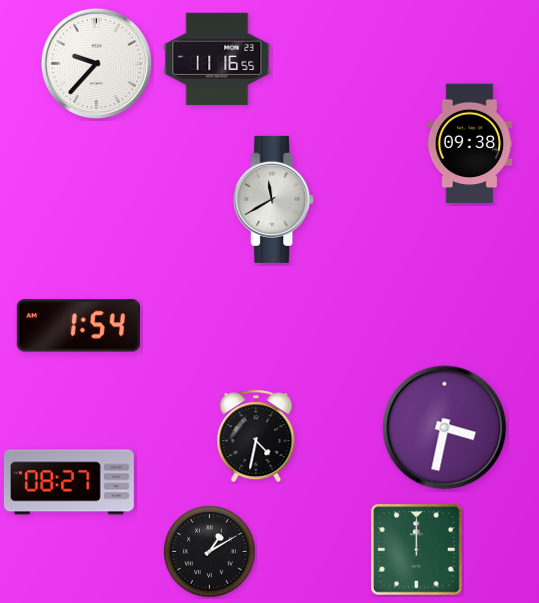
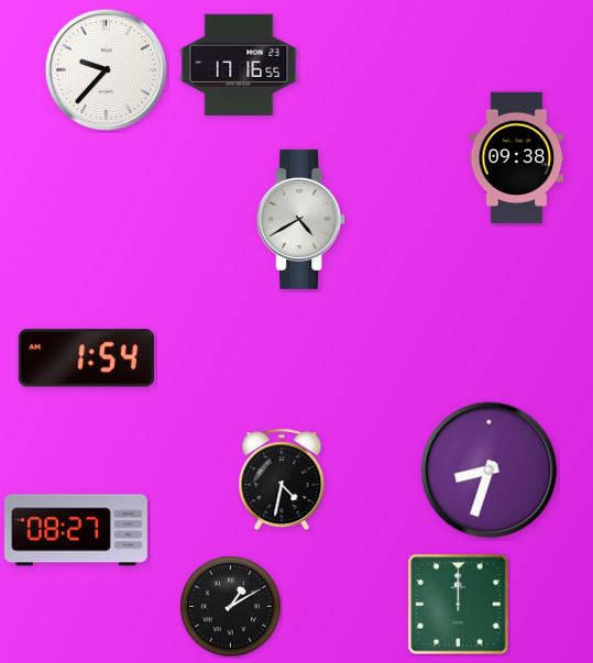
clock at (217, 59): 11:16 -> 17:16
clock at (274, 199): 11:40 -> 4:40
clock at (445, 428): 3:32 -> 8:33
